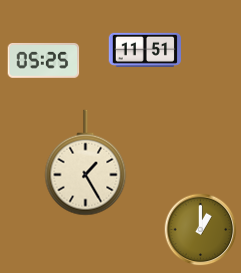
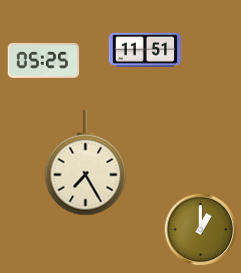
clock at (86, 163): 1:25 -> 7:25
